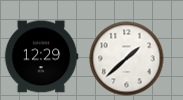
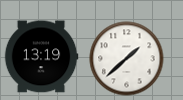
clock at (41, 57): 12:29 -> 13:19
